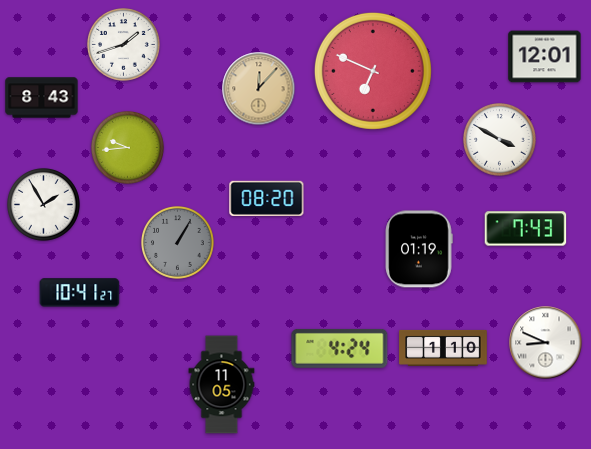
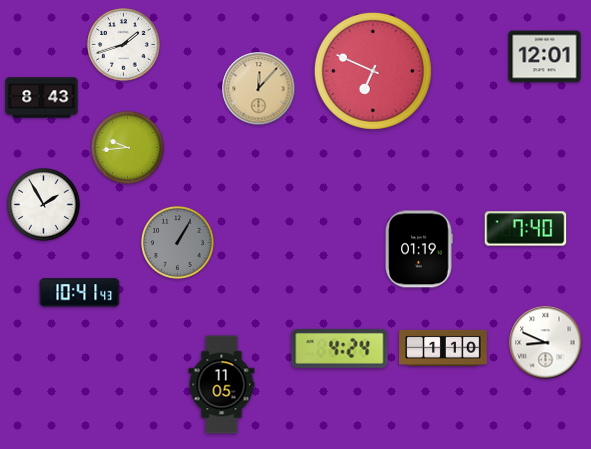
clock at (500, 140): 3:50 -> none
clock at (267, 198): 08:20 -> none
clock at (526, 229): 7:43 -> 7:40
clock at (80, 293): 10:41:27 -> 10:41:43
